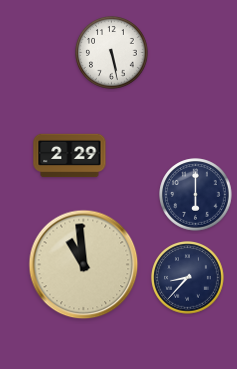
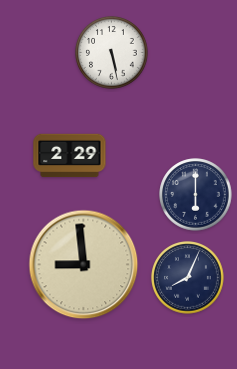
clock at (84, 265): 10:59 -> 8:59
clock at (188, 278): 8:37 -> 8:04
